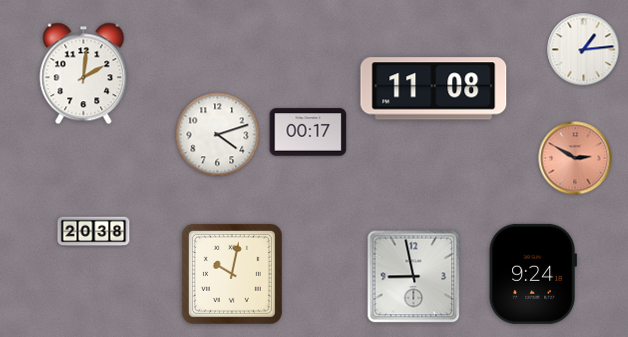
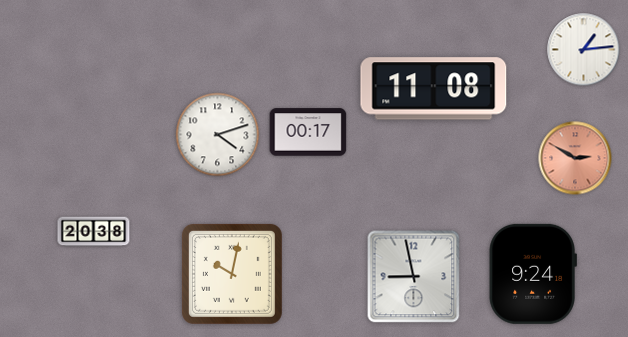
clock at (84, 74): 2:01 -> none
